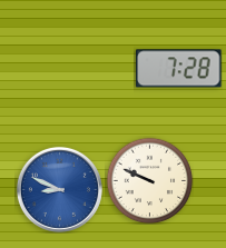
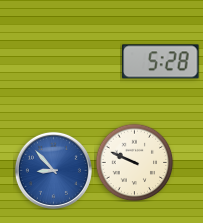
clock at (179, 69): 7:28 -> 5:28
clock at (59, 189): 8:49 -> 8:53
